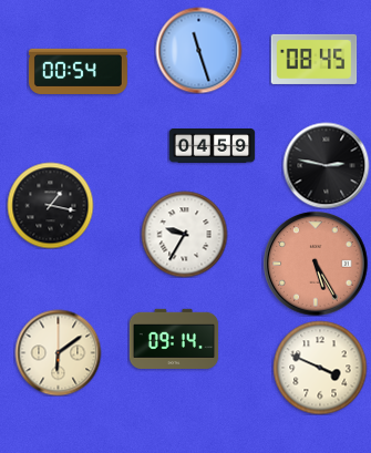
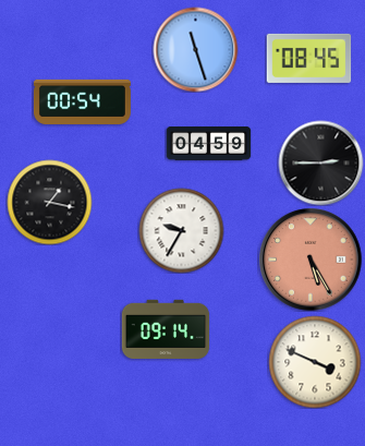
clock at (78, 71) position: (78, 71) -> (82, 101)
clock at (326, 165): 2:47 -> 2:45
clock at (174, 338) position: (174, 338) -> (166, 328)
clock at (58, 352): 6:09 -> none
